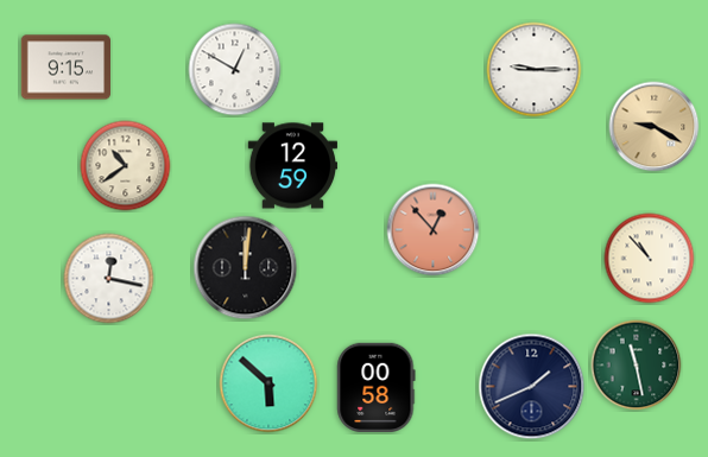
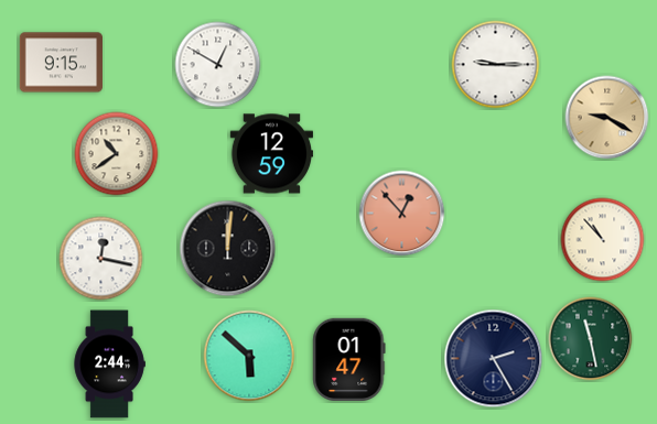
clock at (377, 387): 00:58 -> 01:47
clock at (532, 387): 1:41 -> 2:25
clock at (109, 365): none -> 2:44
